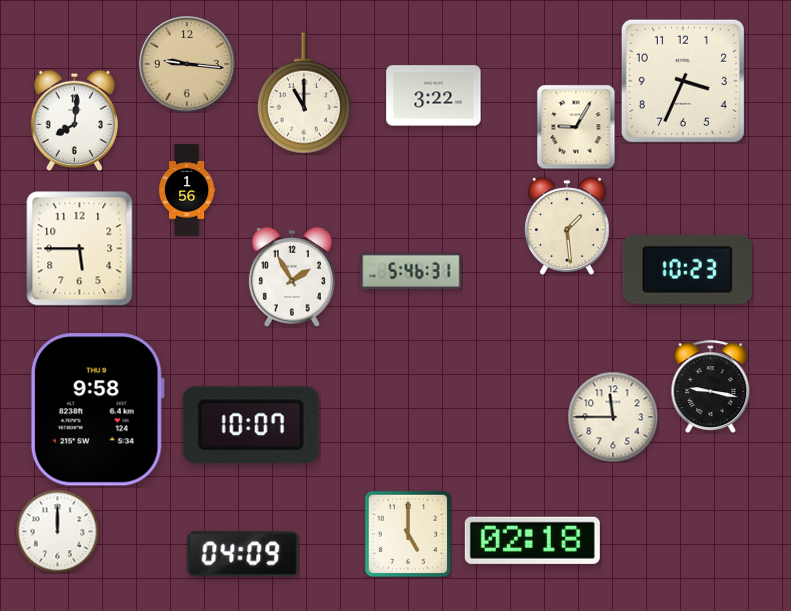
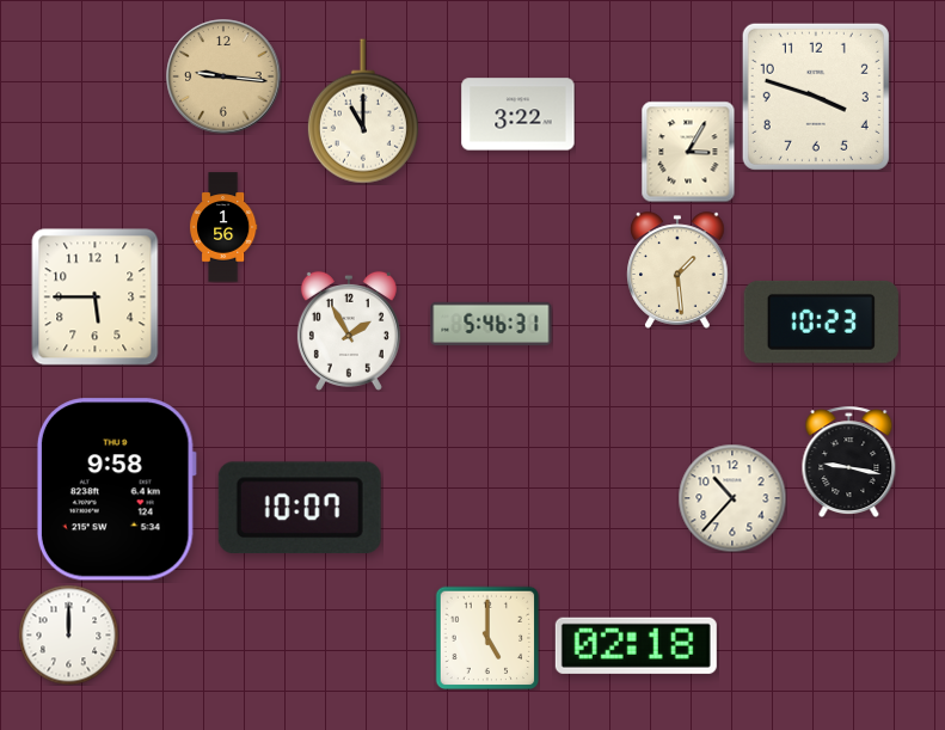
clock at (683, 81): 3:34 -> 3:48
clock at (74, 120): 8:01 -> none
clock at (576, 127): 9:05 -> 3:05
clock at (613, 417): 11:45 -> 10:37
clock at (243, 554): 04:09 -> none
